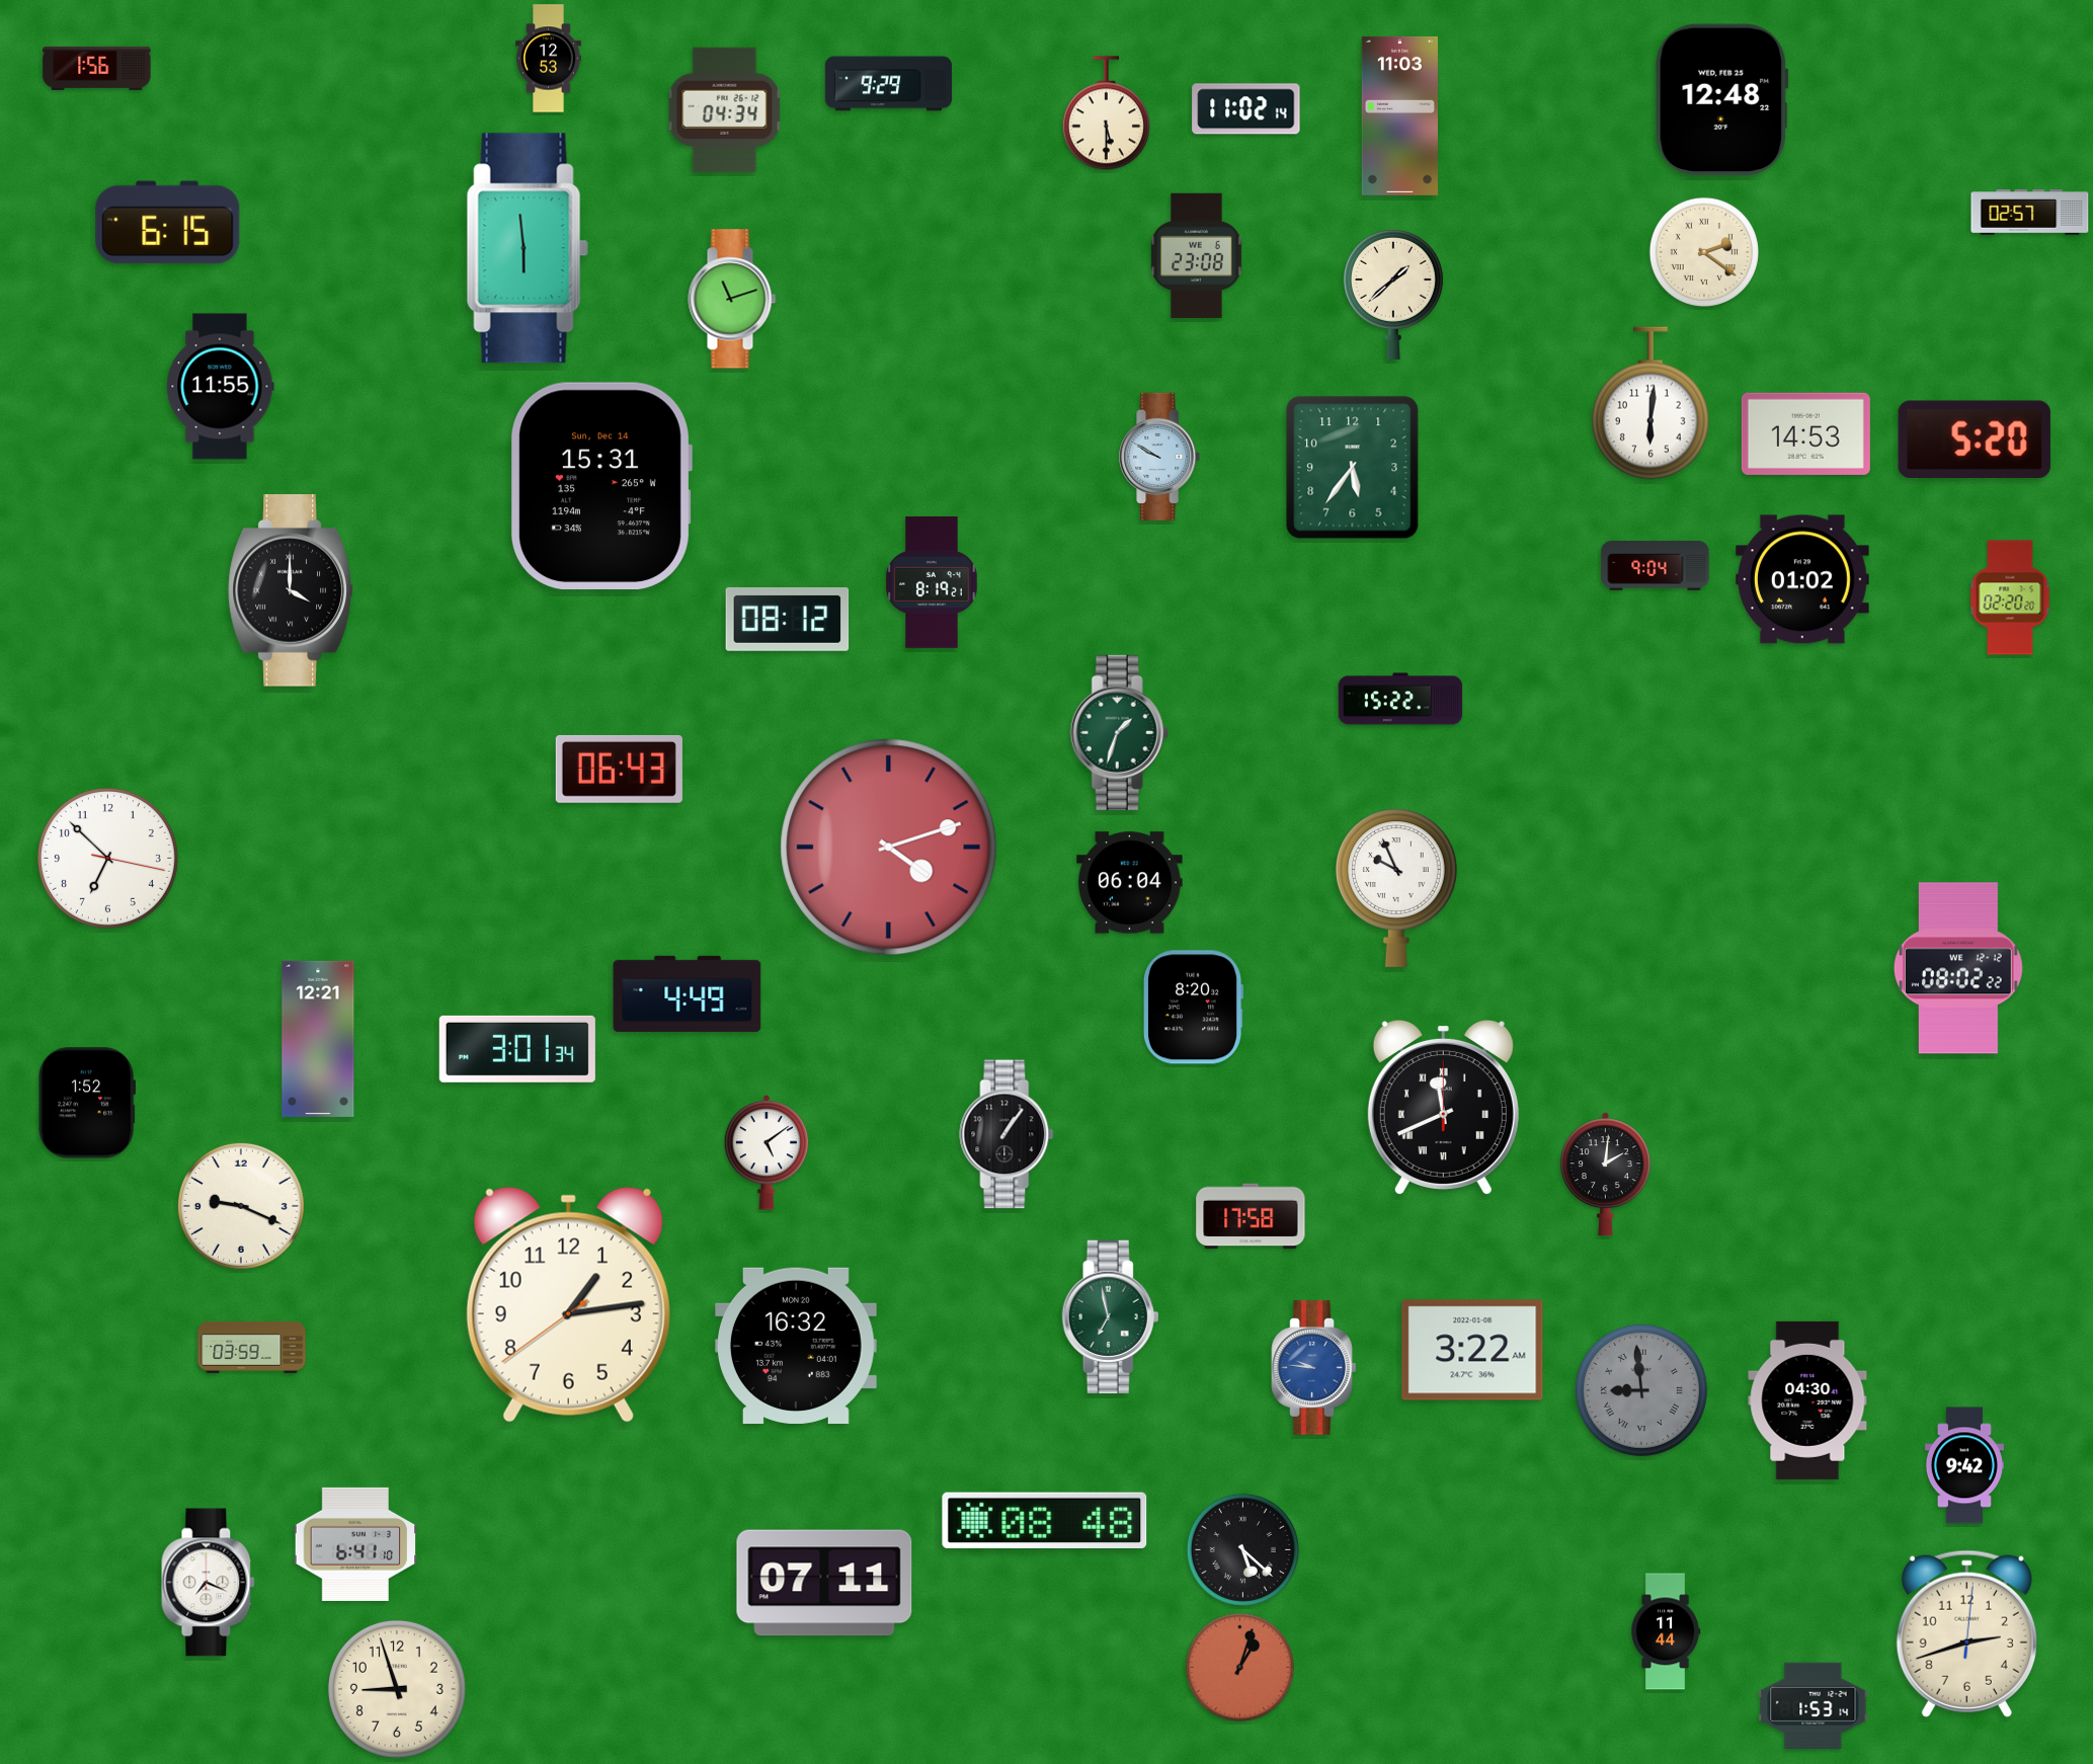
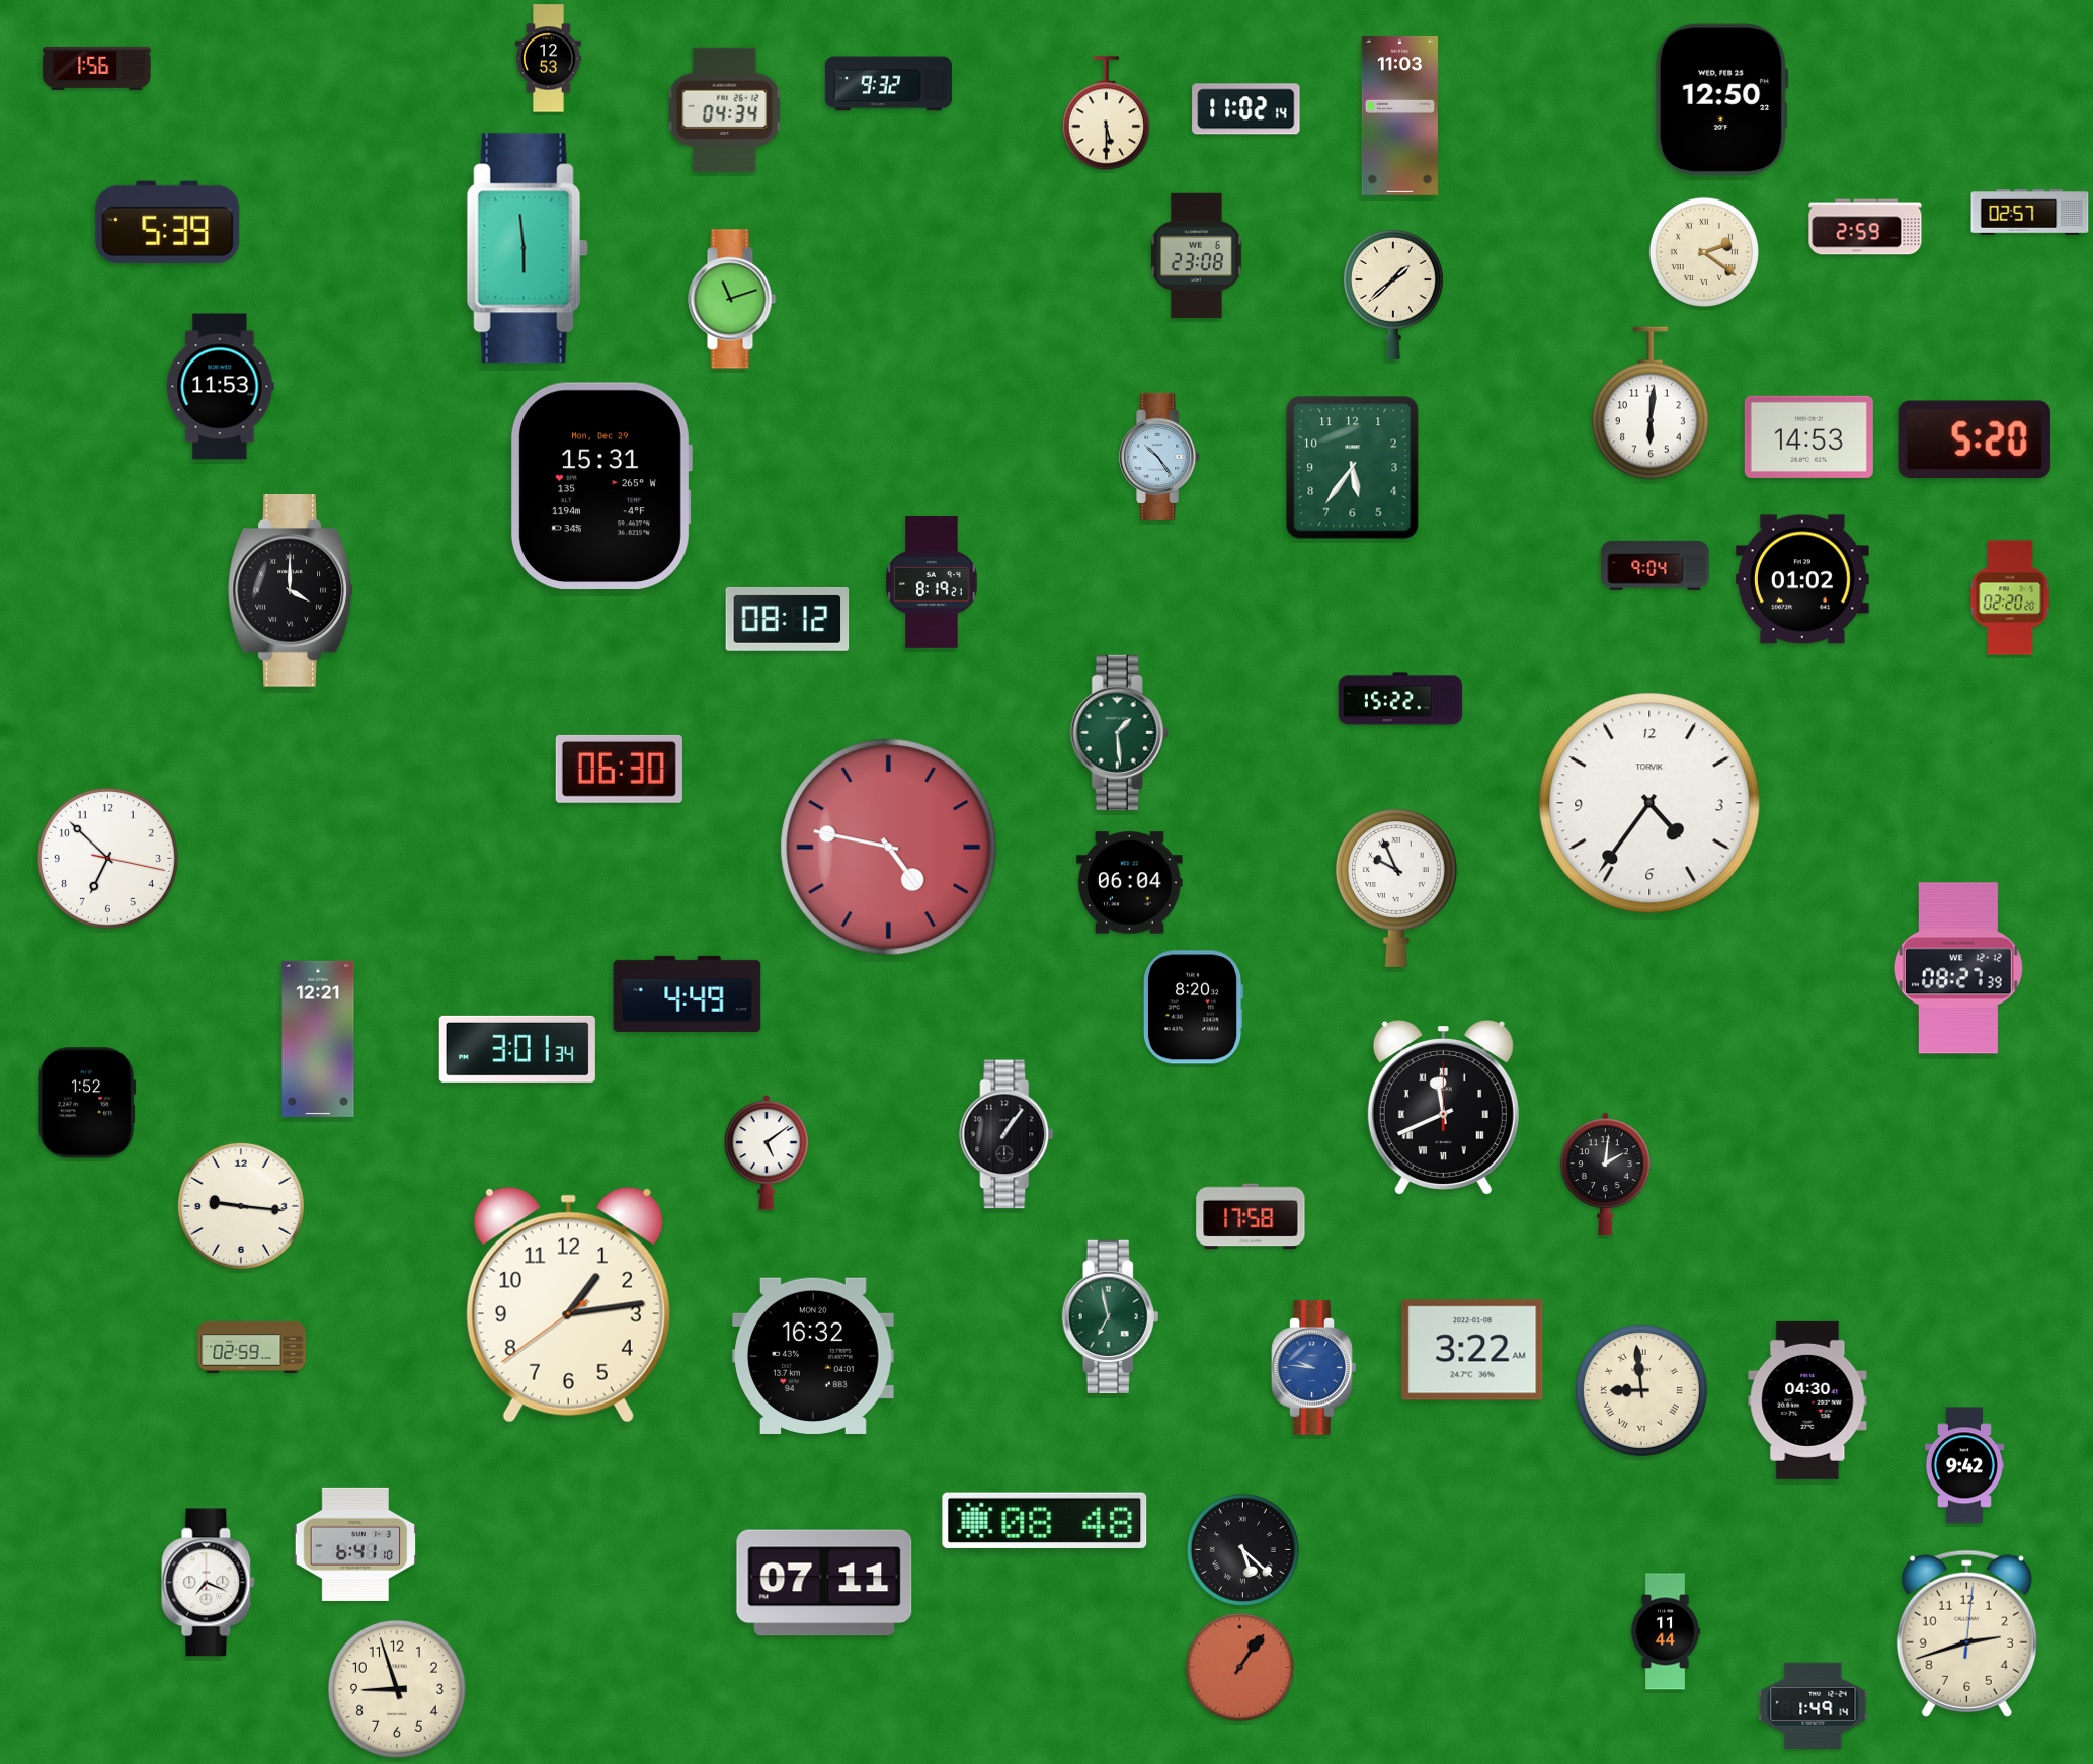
clock at (888, 84): 9:29 -> 9:32
clock at (1721, 100): 12:48 -> 12:50
clock at (168, 223): 6:15 -> 5:39
clock at (1865, 227): none -> 2:59
clock at (221, 387): 11:55 -> 11:53
clock at (1805, 433) position: (1805, 433) -> (1808, 436)
clock at (1160, 457): 9:50 -> 10:24
clock at (600, 485) date: Sun, Dec 14 -> Mon, Dec 29
clock at (1119, 732): 1:33 -> 1:29
clock at (619, 769): 06:43 -> 06:30
clock at (1649, 803): none -> 4:36
clock at (889, 848): 4:12 -> 4:47
clock at (1958, 968): 08:02 -> 08:27
clock at (241, 1206): 9:19 -> 9:16
clock at (796, 1346) position: (796, 1346) -> (813, 1356)
clock at (252, 1347): 03:59 -> 02:59
clock at (1641, 1390) dial: grey -> cream
clock at (1239, 1667): 1:03 -> 1:06
clock at (1814, 1705): 1:53 -> 1:49
